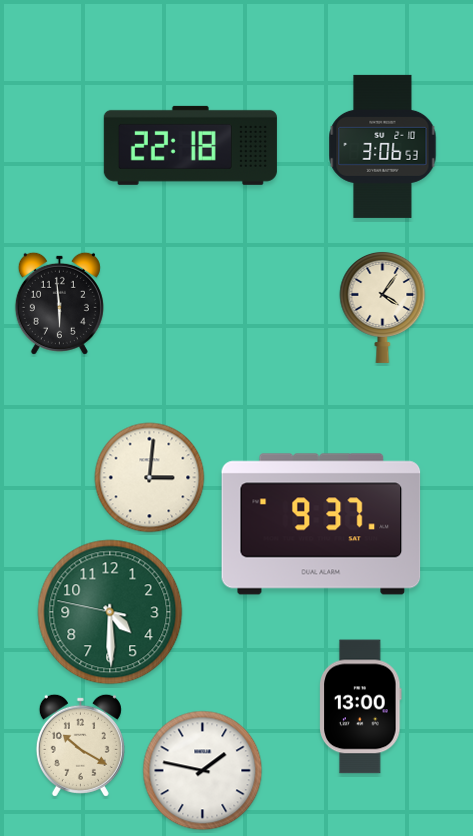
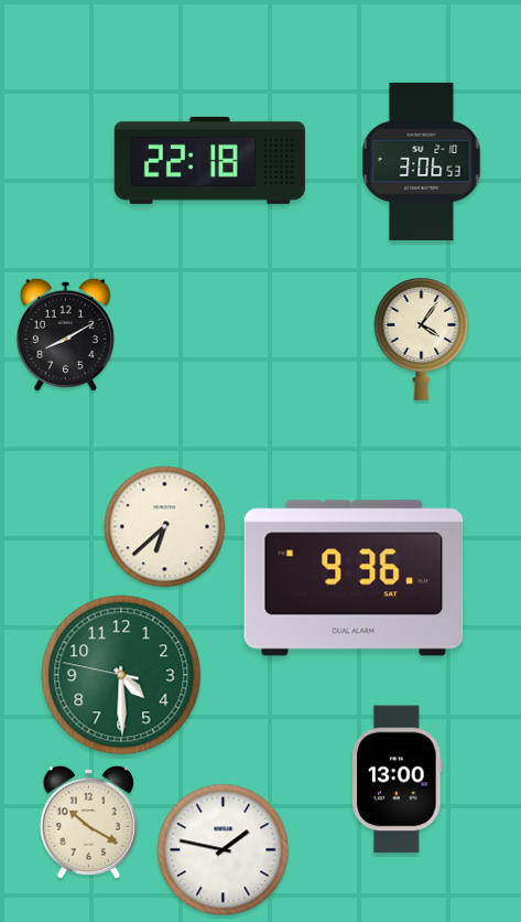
clock at (59, 303): 5:59 -> 8:10
clock at (150, 478): 3:01 -> 6:38
clock at (321, 524): 9:37 -> 9:36
